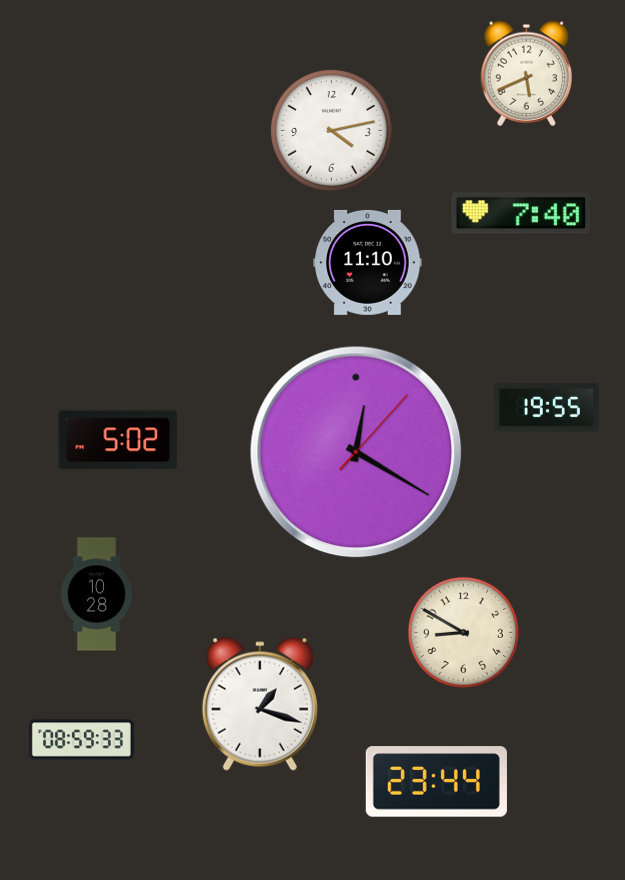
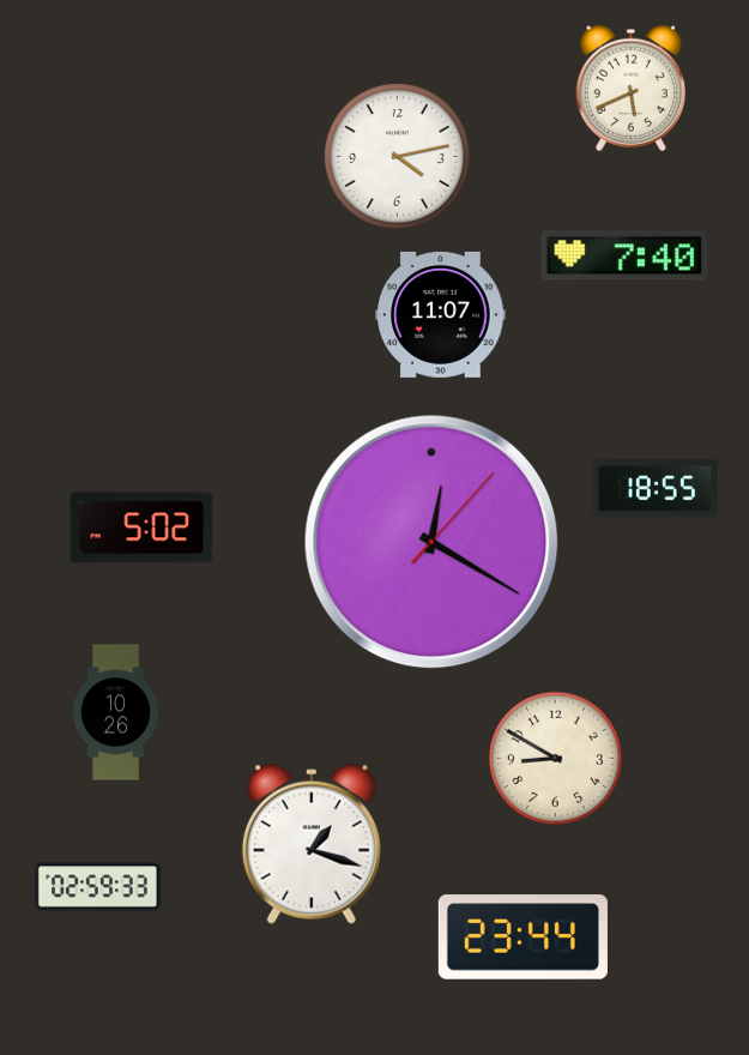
clock at (368, 262): 11:10 -> 11:07
clock at (546, 408): 19:55 -> 18:55
clock at (356, 452) position: (356, 452) -> (431, 542)
clock at (97, 594): 10:28 -> 10:26
clock at (81, 740): 08:59 -> 02:59
